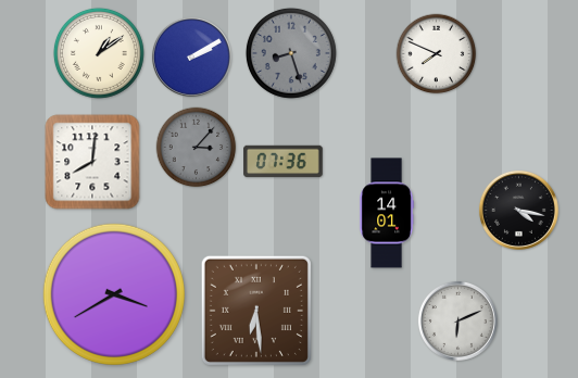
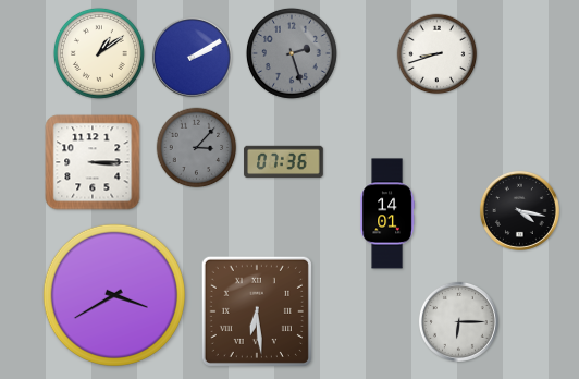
clock at (291, 53): 8:27 -> 2:27
clock at (437, 54): 7:49 -> 8:42
clock at (92, 162): 8:01 -> 3:15
clock at (457, 320): 6:11 -> 6:15
